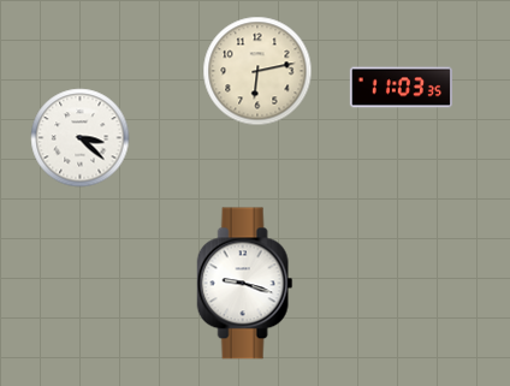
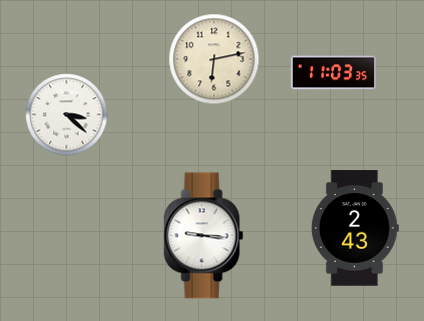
clock at (355, 228): none -> 2:43
clock at (245, 284): 9:18 -> 9:16
